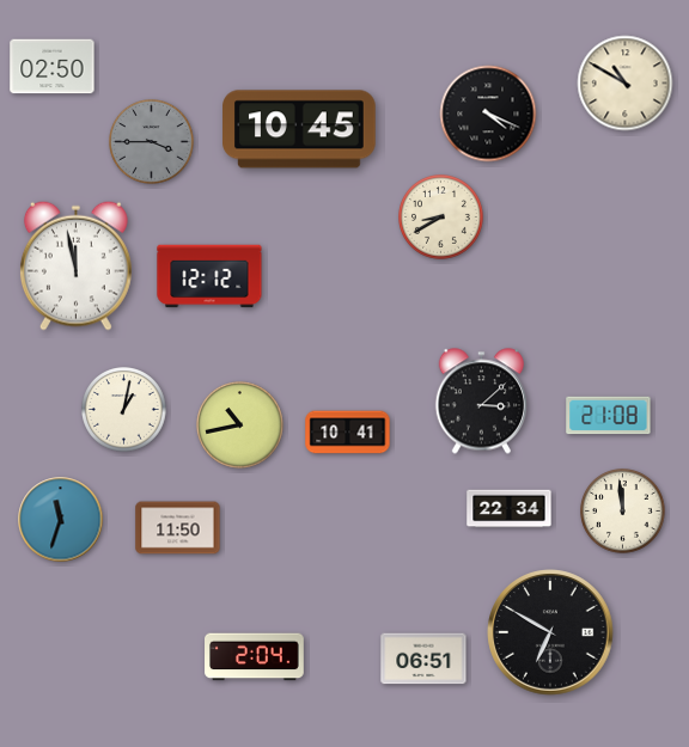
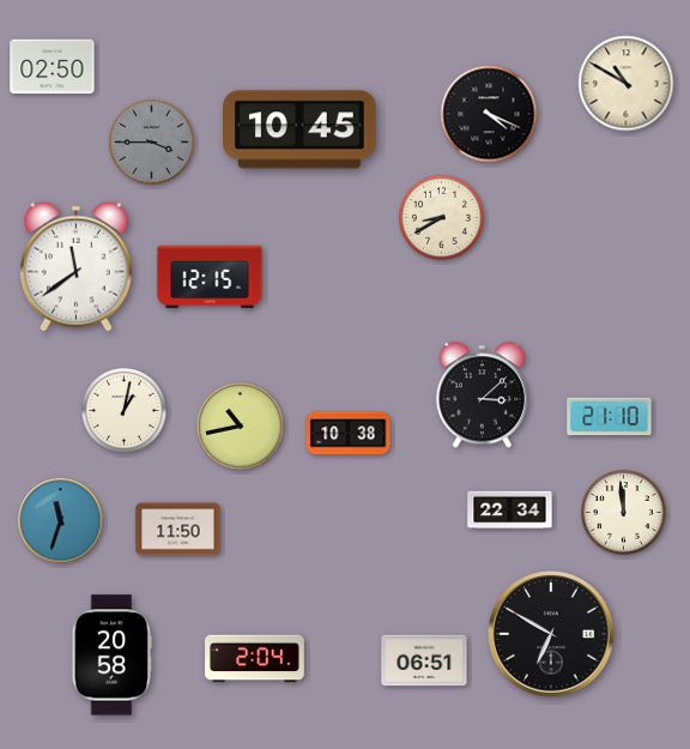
clock at (75, 265): 11:58 -> 11:39
clock at (209, 276): 12:12 -> 12:15
clock at (481, 402) position: (481, 402) -> (482, 395)
clock at (609, 416): 21:08 -> 21:10
clock at (348, 433): 10:41 -> 10:38
clock at (111, 656): none -> 20:58
